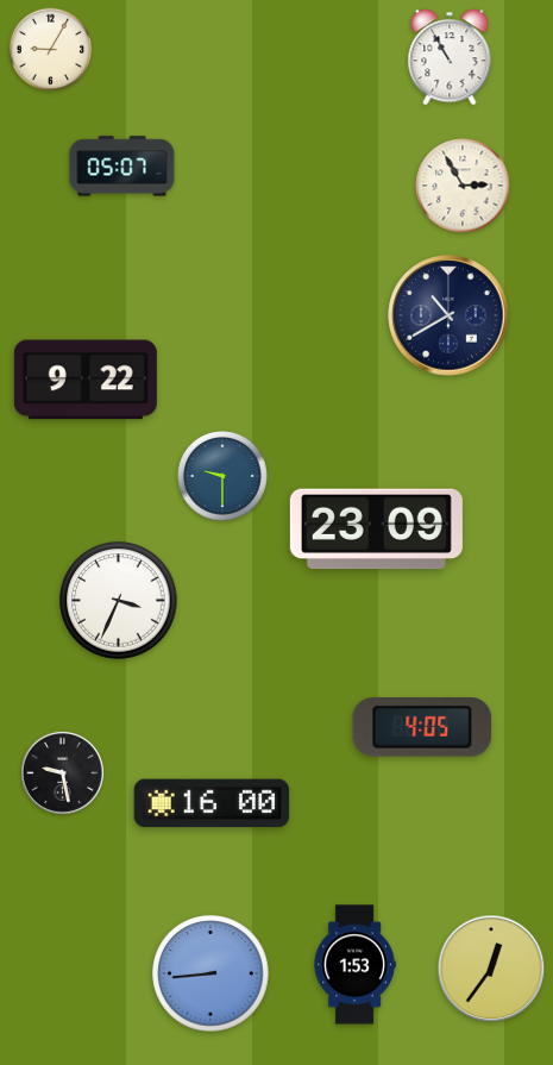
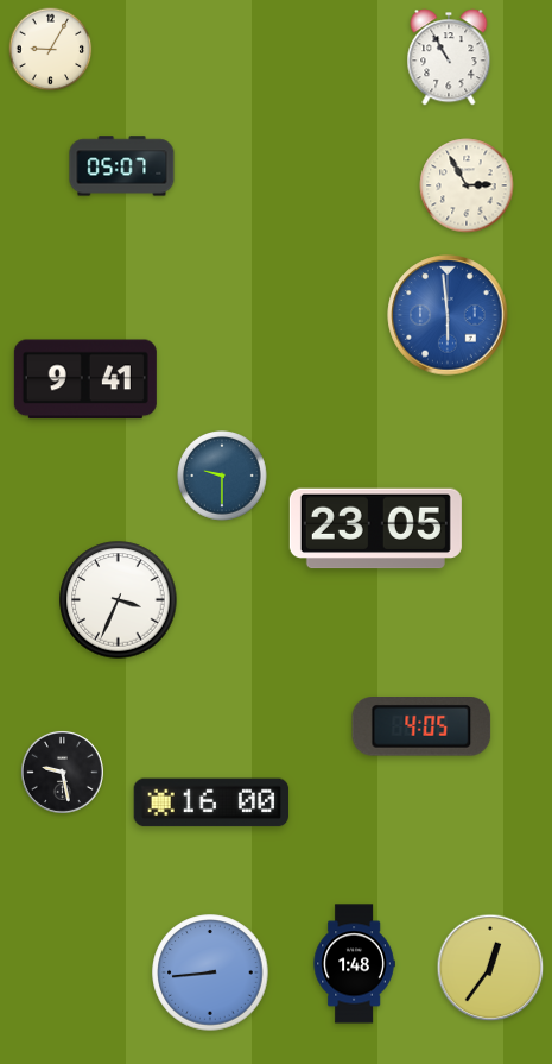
clock at (463, 186) position: (463, 186) -> (467, 185)
clock at (448, 315): 10:40 -> 5:59
clock at (448, 315) dial: navy -> blue
clock at (86, 380): 9:22 -> 9:41
clock at (376, 530): 23:09 -> 23:05
clock at (354, 965): 1:53 -> 1:48
